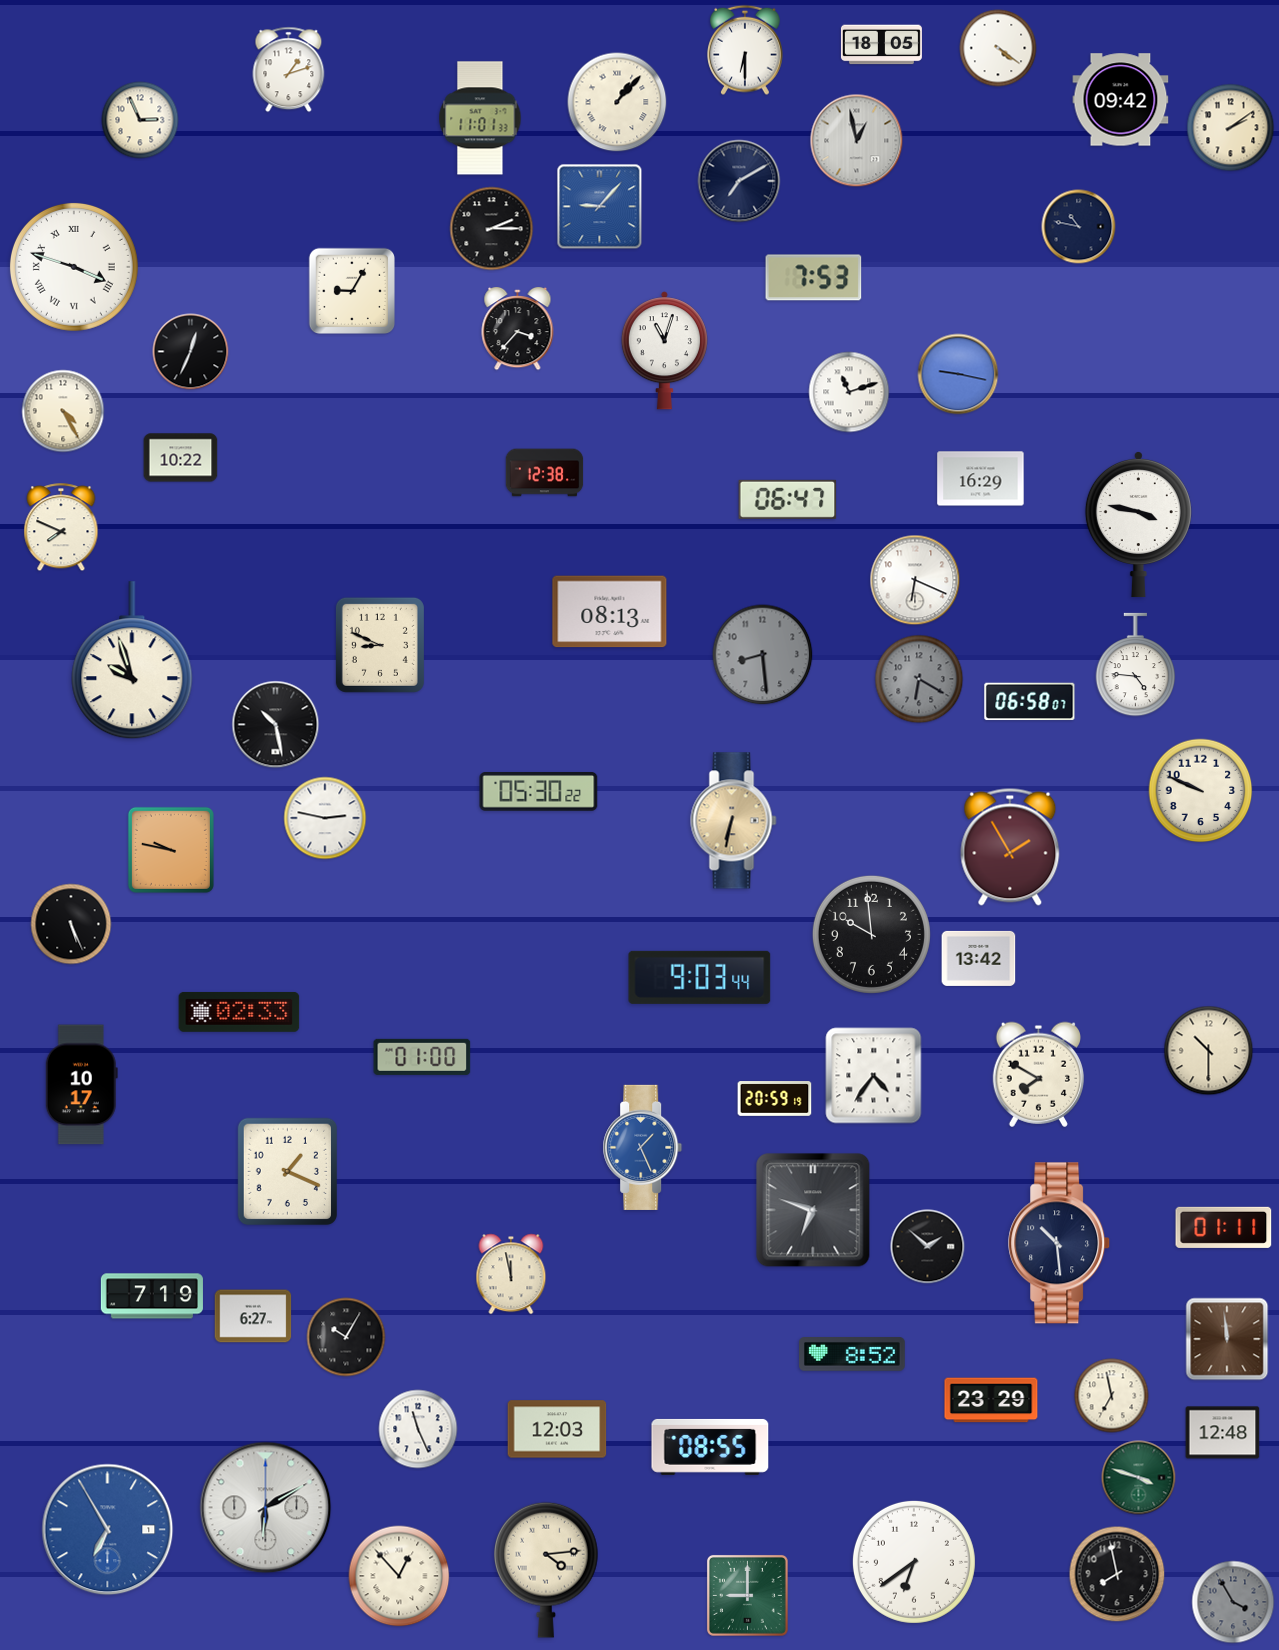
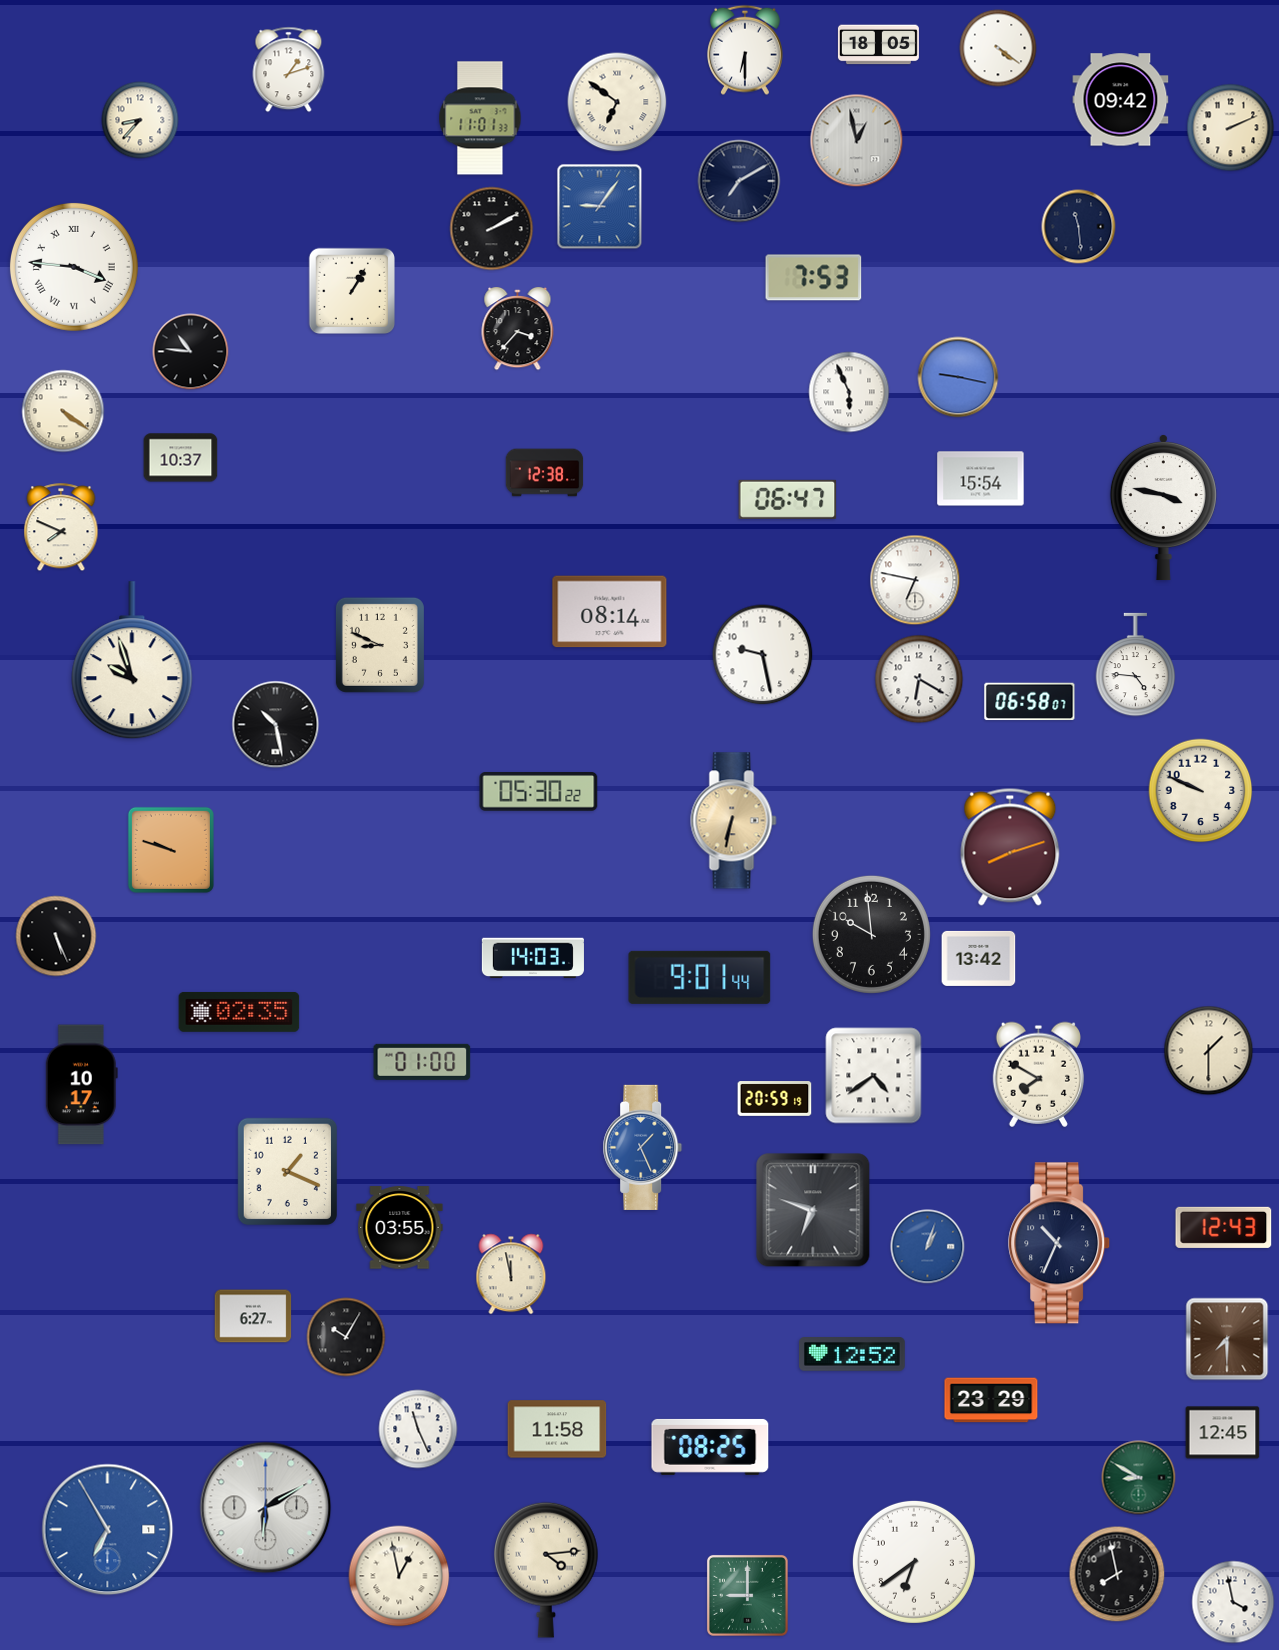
clock at (881, 45) position: (881, 45) -> (878, 45)
clock at (617, 102): 1:07 -> 6:51
clock at (140, 120): 2:56 -> 8:37
clock at (1231, 128): 2:09 -> 2:11
clock at (600, 207): 9:07 -> 9:06
clock at (1079, 227): 10:47 -> 11:29
clock at (492, 229): 2:15 -> 2:10
clock at (74, 267): 3:48 -> 3:46
clock at (351, 290): 9:05 -> 1:05
clock at (664, 351): 11:03 -> none
clock at (191, 352): 12:34 -> 10:46
clock at (958, 374) position: (958, 374) -> (958, 377)
clock at (849, 392): 11:12 -> 5:56
clock at (63, 411): 4:25 -> 4:21
clock at (181, 458): 10:22 -> 10:37
clock at (981, 479): 16:29 -> 15:54
clock at (1138, 524) position: (1138, 524) -> (1163, 507)
clock at (915, 580): 6:19 -> 6:47
clock at (610, 612): 08:13 -> 08:14
clock at (763, 655): 8:29 -> 9:28
clock at (763, 655) dial: grey -> white
clock at (919, 679) dial: grey -> white
clock at (325, 818): 2:47 -> none
clock at (1010, 847): 1:55 -> 8:12
clock at (171, 850): 9:47 -> 9:48
clock at (71, 924) position: (71, 924) -> (56, 936)
clock at (533, 958): none -> 14:03
clock at (700, 977): 9:03 -> 9:01
clock at (239, 1012): 02:33 -> 02:35
clock at (1209, 1051): 10:30 -> 1:30
clock at (422, 1057) position: (422, 1057) -> (422, 1062)
clock at (874, 1076): 4:36 -> 4:39
clock at (1224, 1227): 01:11 -> 12:43
clock at (400, 1228): none -> 03:55
clock at (1060, 1243): 10:29 -> 10:34
clock at (928, 1247): 1:52 -> 1:03
clock at (928, 1247) dial: black -> blue
clock at (152, 1296): 7:19 -> none
clock at (1227, 1339): 11:59 -> 7:30
clock at (853, 1354): 8:52 -> 12:52
clock at (1112, 1396): 6:58 -> none
clock at (557, 1429): 12:03 -> 11:58
clock at (1223, 1433): 12:48 -> 12:45
clock at (710, 1447): 08:55 -> 08:25
clock at (1139, 1478): 3:48 -> 8:50
clock at (399, 1576): 12:53 -> 12:58
clock at (1233, 1602): 3:55 -> 3:58
clock at (1233, 1602) dial: grey -> white
